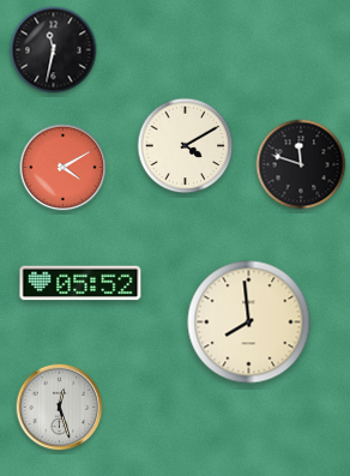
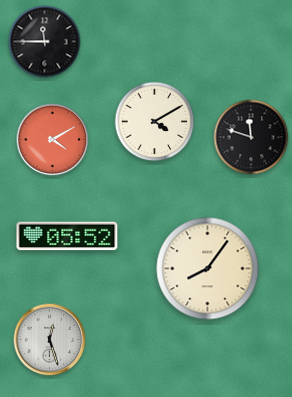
clock at (54, 50): 11:32 -> 11:45
clock at (249, 323): 7:59 -> 8:06
